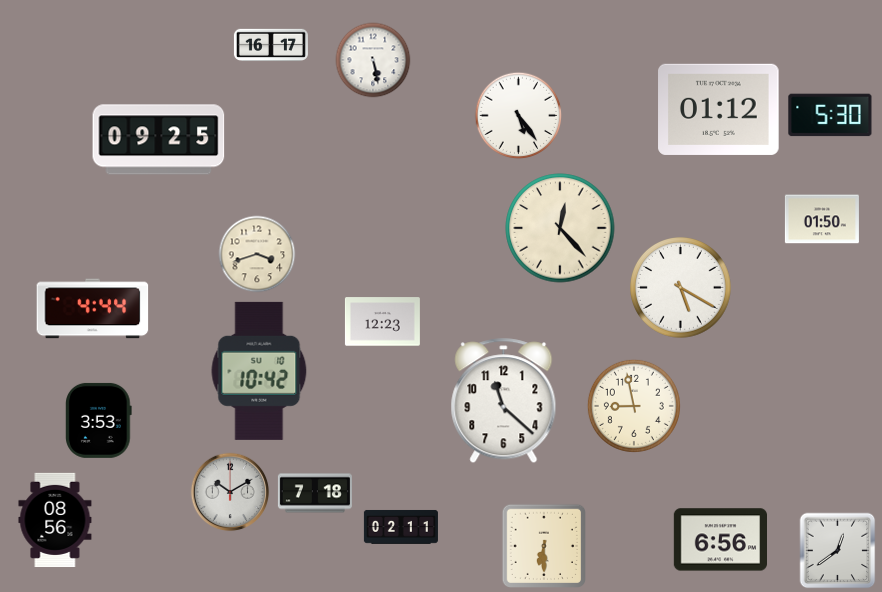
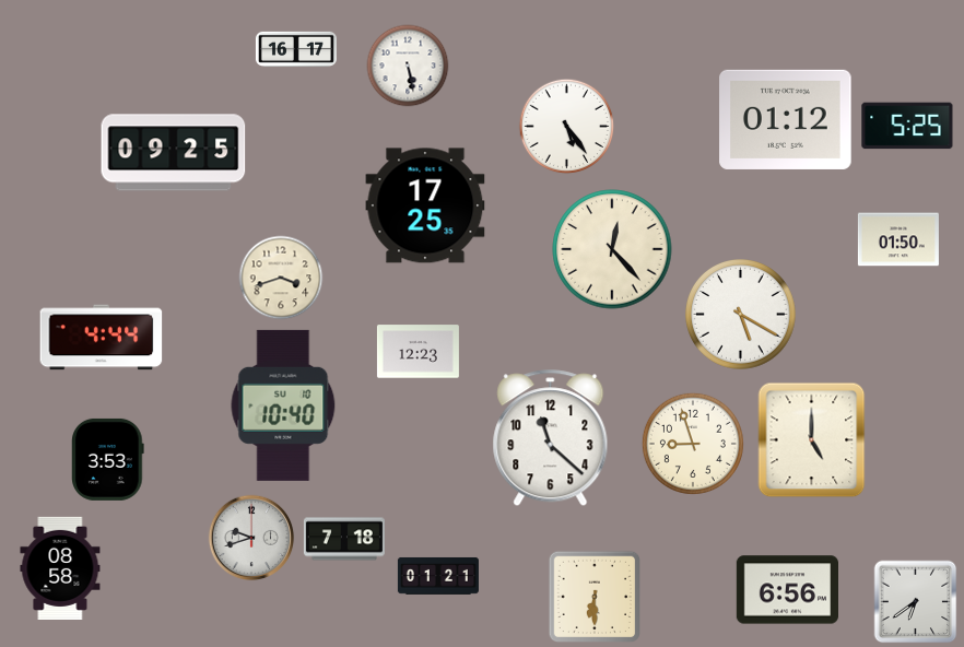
clock at (830, 115): 5:30 -> 5:25
clock at (425, 205): none -> 17:25
clock at (681, 288) position: (681, 288) -> (741, 315)
clock at (259, 371): 10:42 -> 10:40
clock at (812, 440): none -> 5:00
clock at (634, 406): 8:58 -> 8:57
clock at (230, 492): 10:10 -> 9:42
clock at (55, 520): 08:56 -> 08:58
clock at (401, 527): 02:11 -> 01:21
clock at (838, 551): 12:39 -> 6:39
